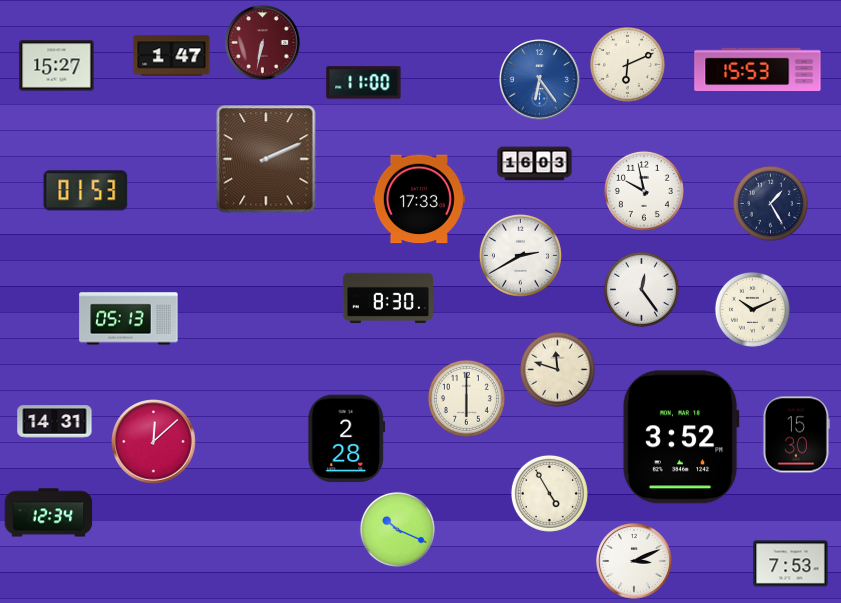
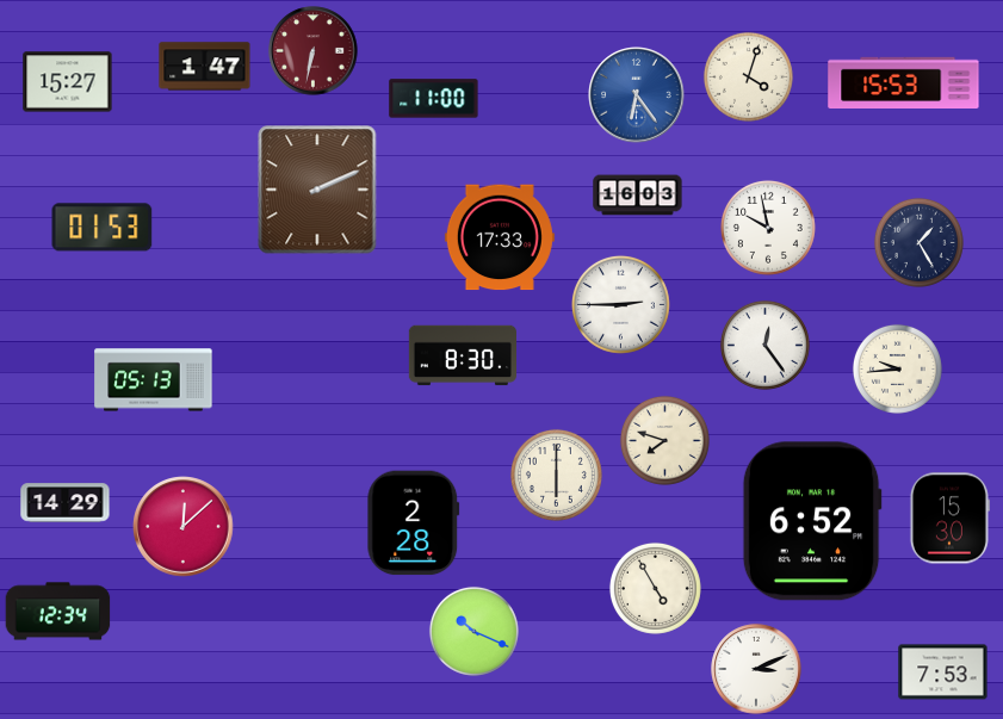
clock at (627, 64): 6:11 -> 4:03
clock at (57, 66) position: (57, 66) -> (68, 82)
clock at (540, 80) position: (540, 80) -> (637, 95)
clock at (520, 255): 2:40 -> 2:45
clock at (752, 309): 10:11 -> 9:44
clock at (557, 369): 11:48 -> 7:48
clock at (55, 422): 14:31 -> 14:29
clock at (681, 437): 3:52 -> 6:52
